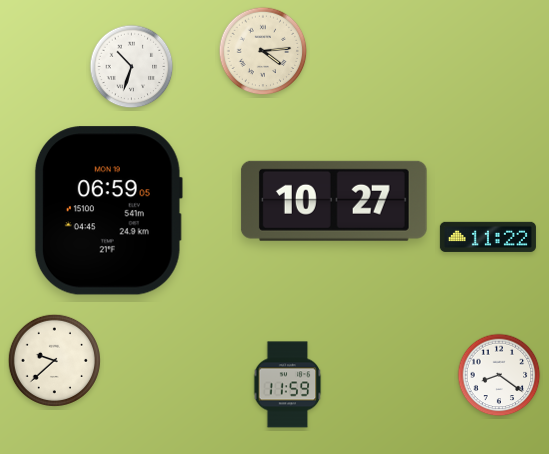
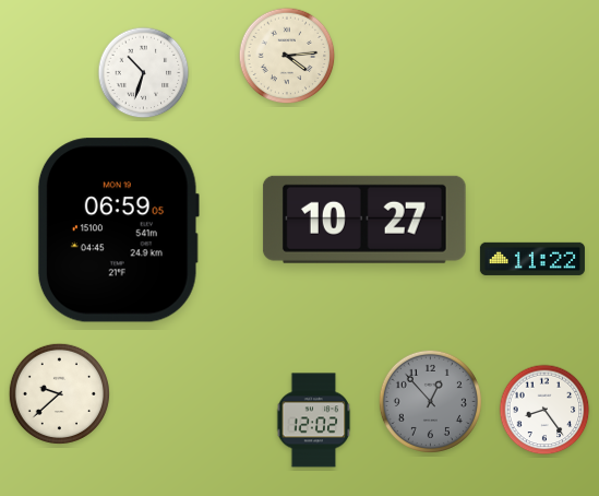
clock at (430, 401): none -> 12:53
clock at (499, 375): 8:21 -> 8:24
clock at (288, 385): 11:59 -> 12:02
